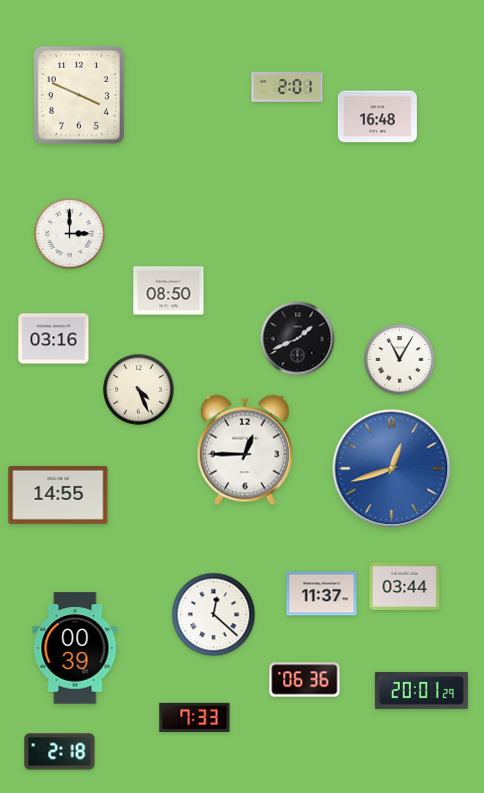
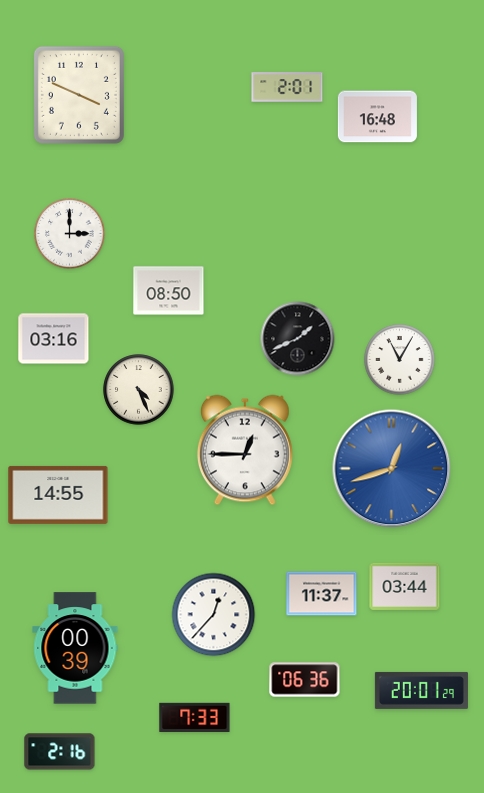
clock at (214, 615): 12:22 -> 12:37
clock at (60, 752): 2:18 -> 2:16
